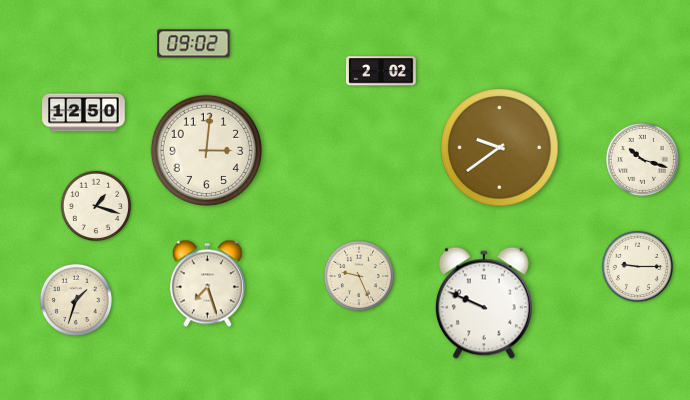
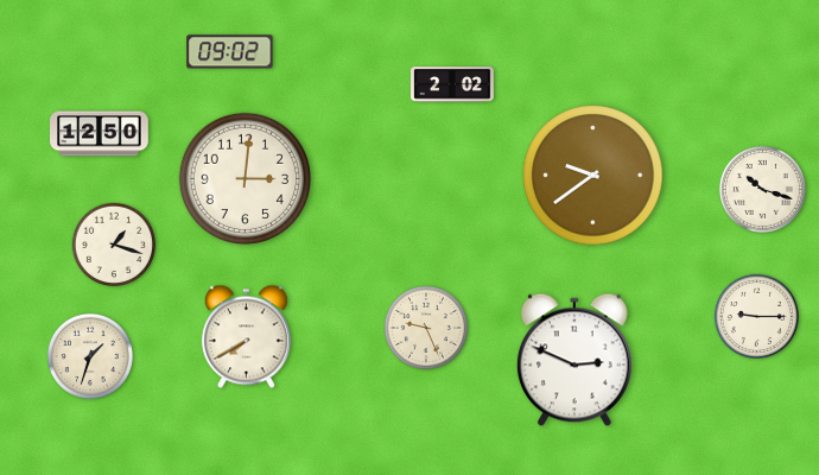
clock at (207, 284): 7:27 -> 7:40
clock at (484, 303): 9:49 -> 2:49
